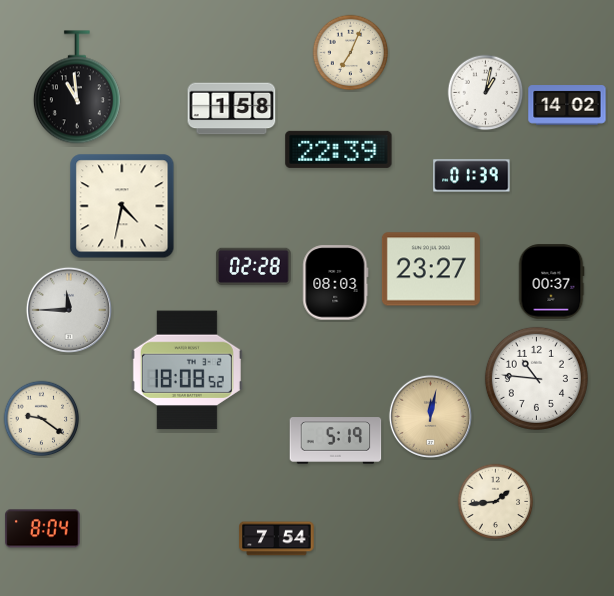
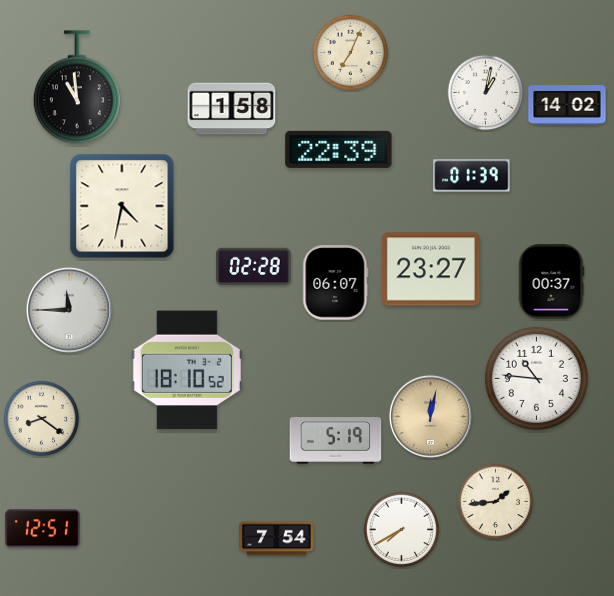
clock at (336, 283): 08:03 -> 06:07
clock at (187, 370): 18:08 -> 18:10
clock at (42, 419): 9:21 -> 8:21
clock at (43, 529): 8:04 -> 12:51
clock at (402, 530): none -> 7:40
